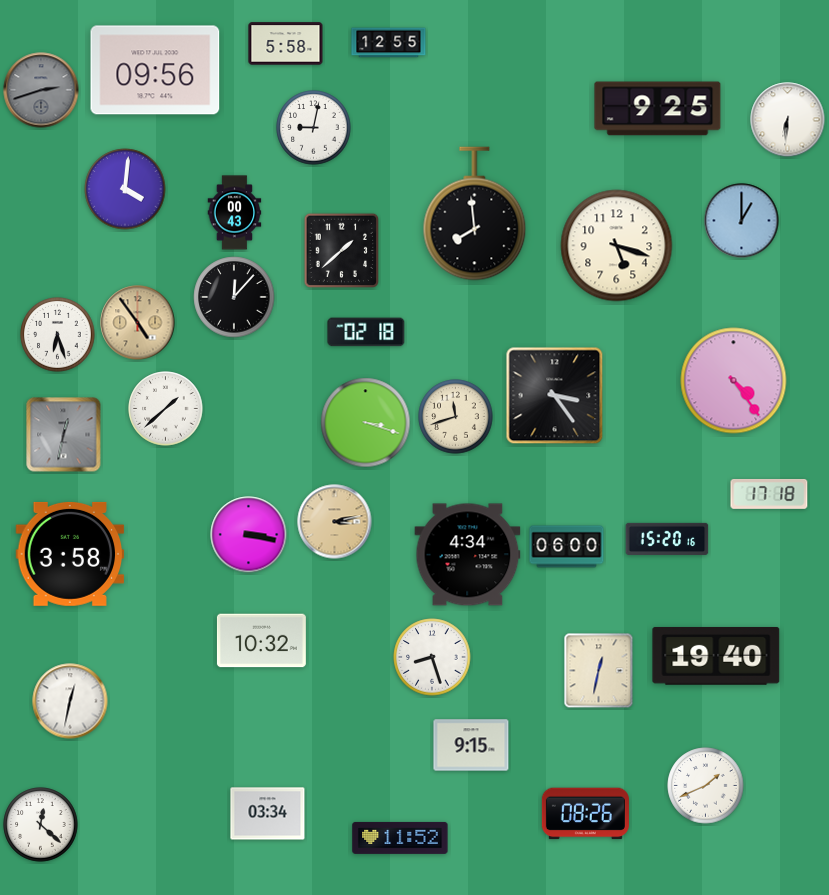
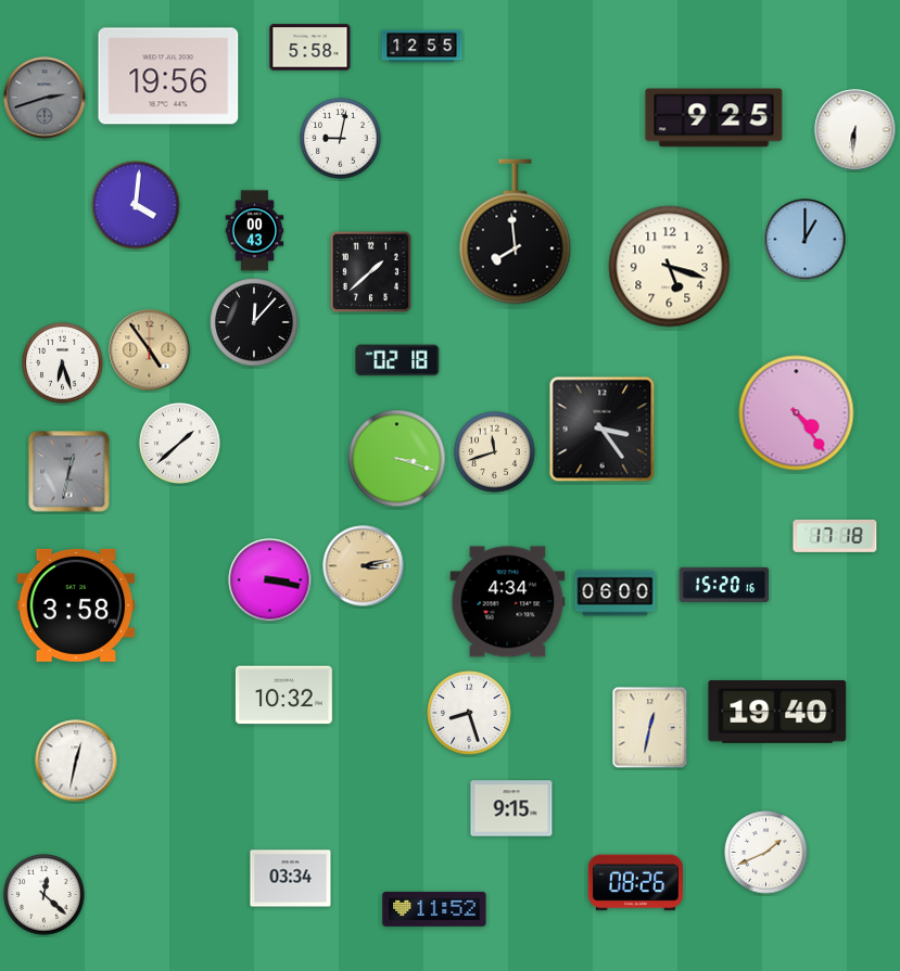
clock at (155, 70): 09:56 -> 19:56
clock at (70, 554) position: (70, 554) -> (76, 605)
clock at (268, 814) position: (268, 814) -> (291, 879)
